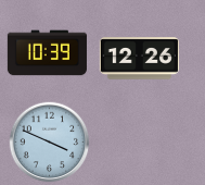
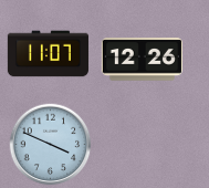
clock at (47, 53): 10:39 -> 11:07
